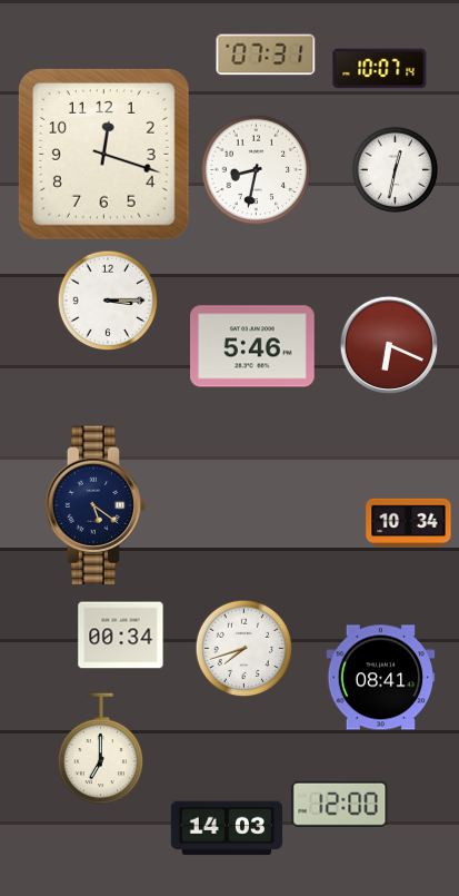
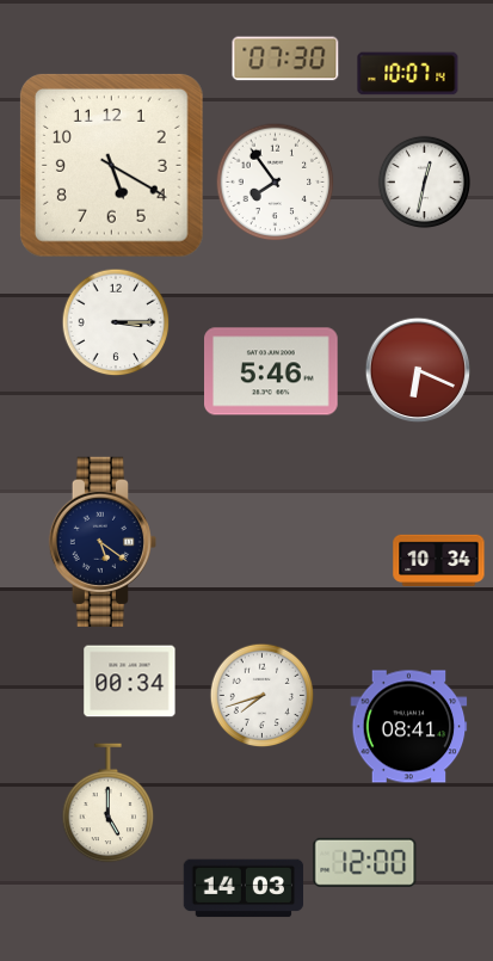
clock at (266, 55): 07:31 -> 07:30
clock at (103, 154): 12:18 -> 5:20
clock at (257, 170): 8:32 -> 7:54
clock at (101, 749): 7:00 -> 5:00
